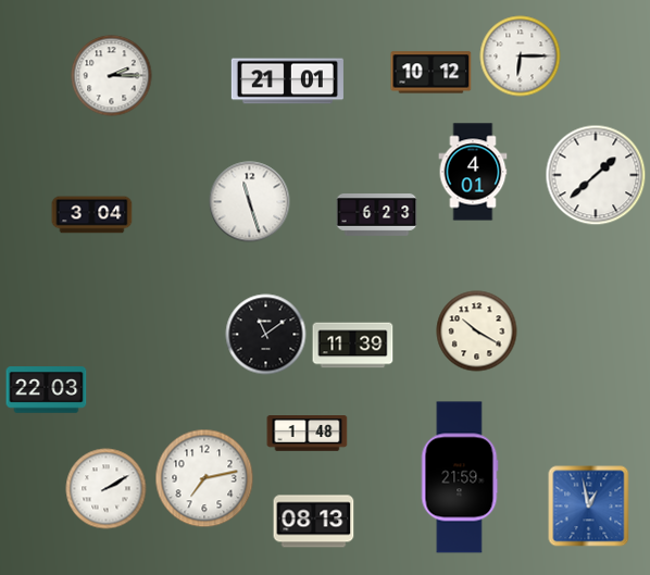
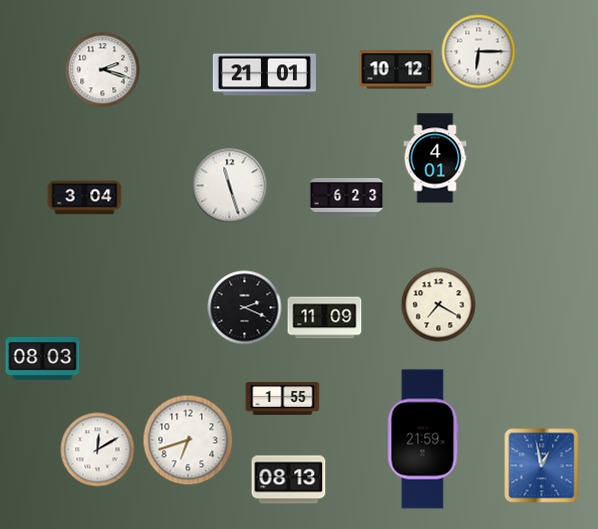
clock at (432, 73) position: (432, 73) -> (397, 70)
clock at (112, 76): 2:15 -> 2:18
clock at (596, 175): 1:38 -> none
clock at (477, 332): 10:20 -> 7:20
clock at (266, 335): 11:09 -> 2:19
clock at (353, 346): 11:39 -> 11:09
clock at (47, 390): 22:03 -> 08:03
clock at (308, 434): 1:48 -> 1:55
clock at (204, 478): 7:13 -> 6:42
clock at (107, 489): 2:10 -> 12:10
